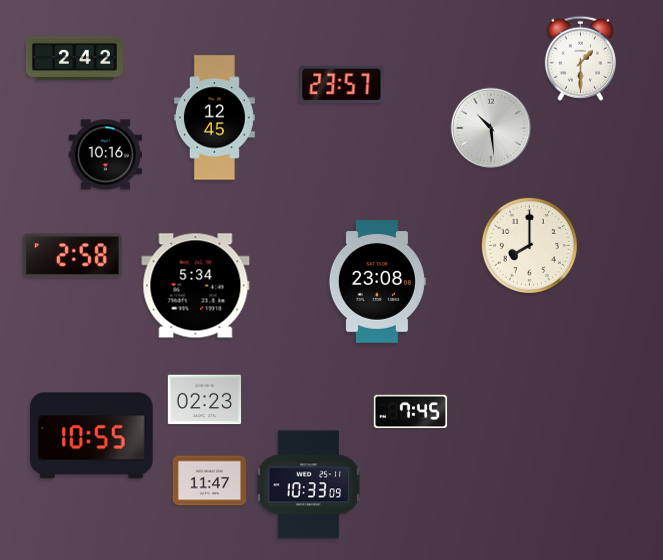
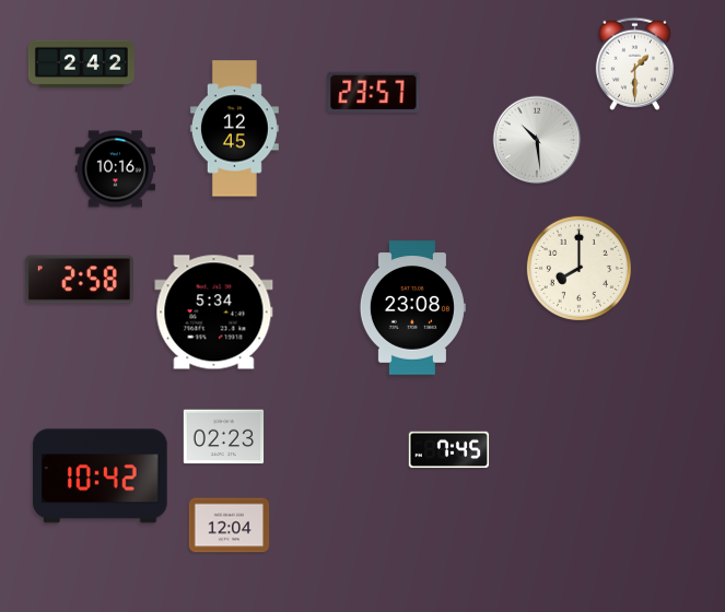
clock at (92, 436): 10:55 -> 10:42
clock at (210, 481): 11:47 -> 12:04
clock at (309, 485): 10:33 -> none
